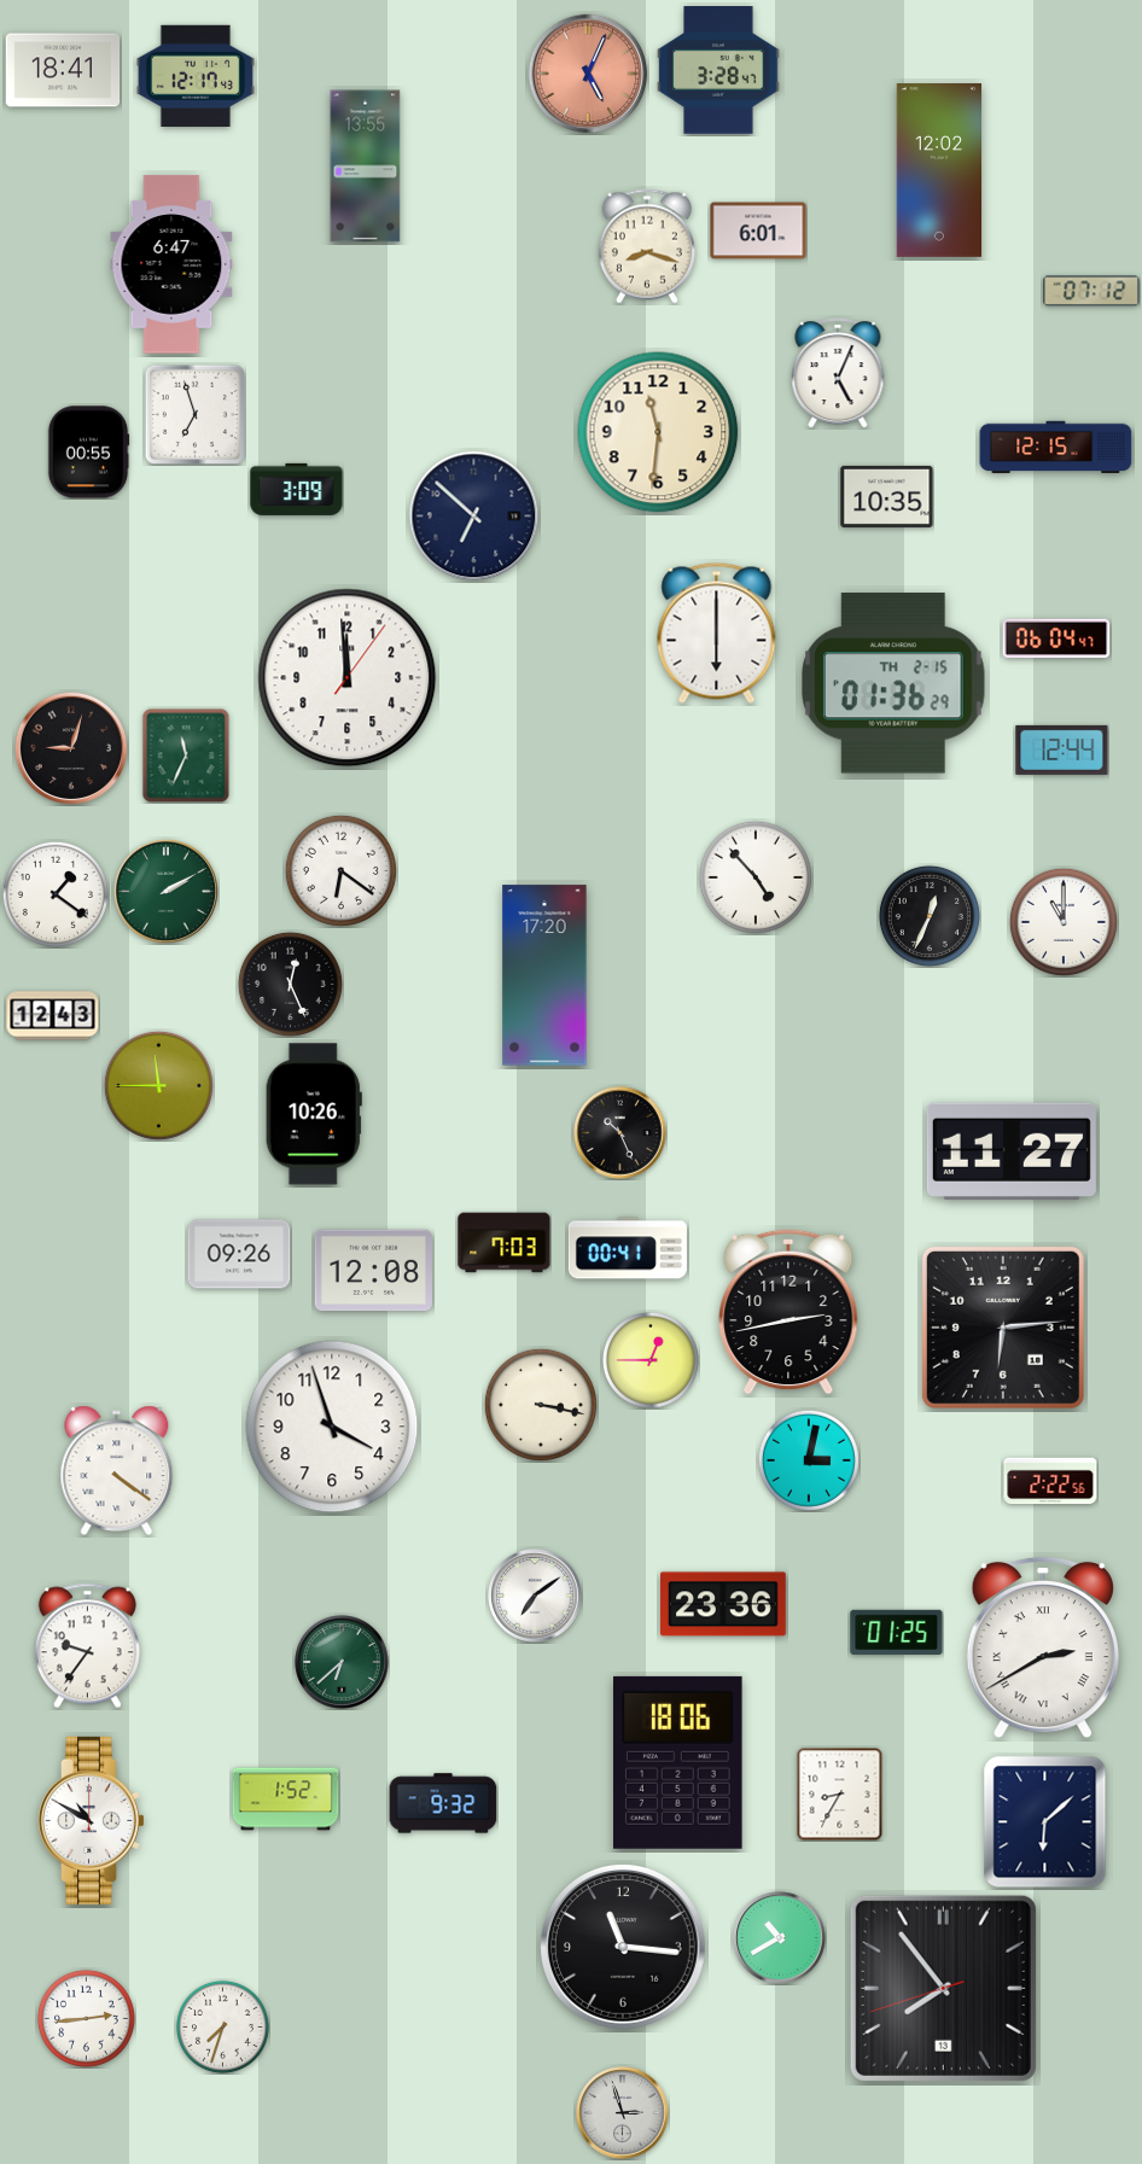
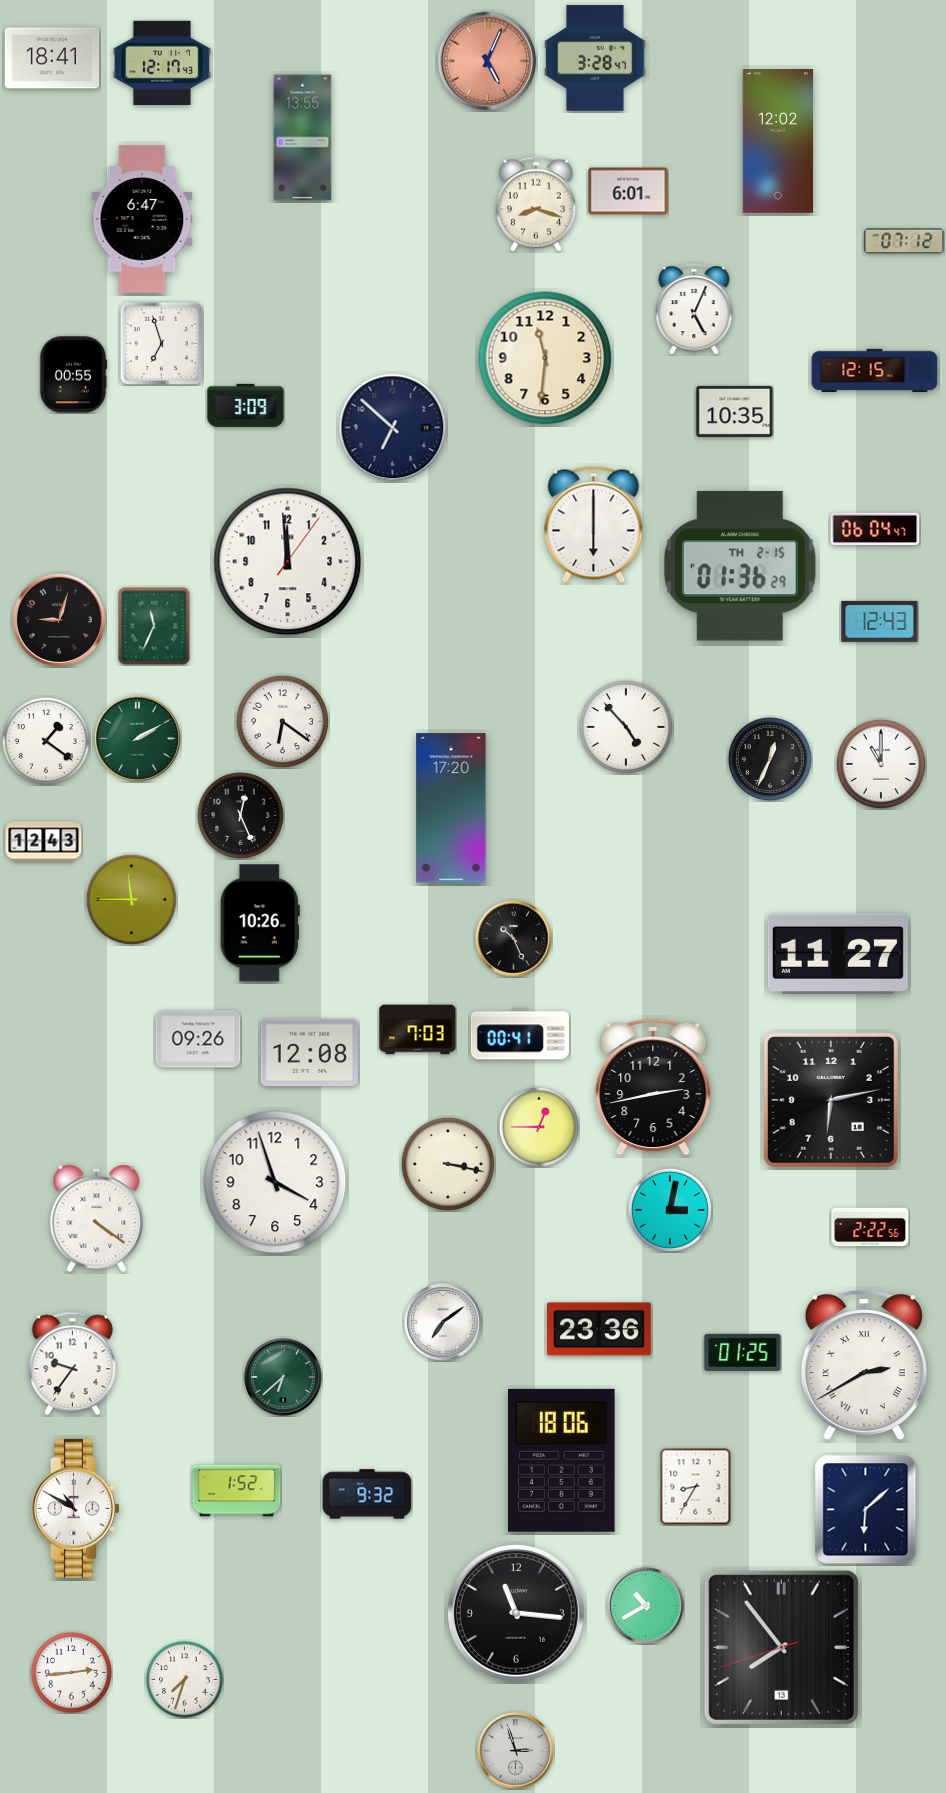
clock at (1062, 749): 12:44 -> 12:43
clock at (1003, 1328): 6:14 -> 6:13
